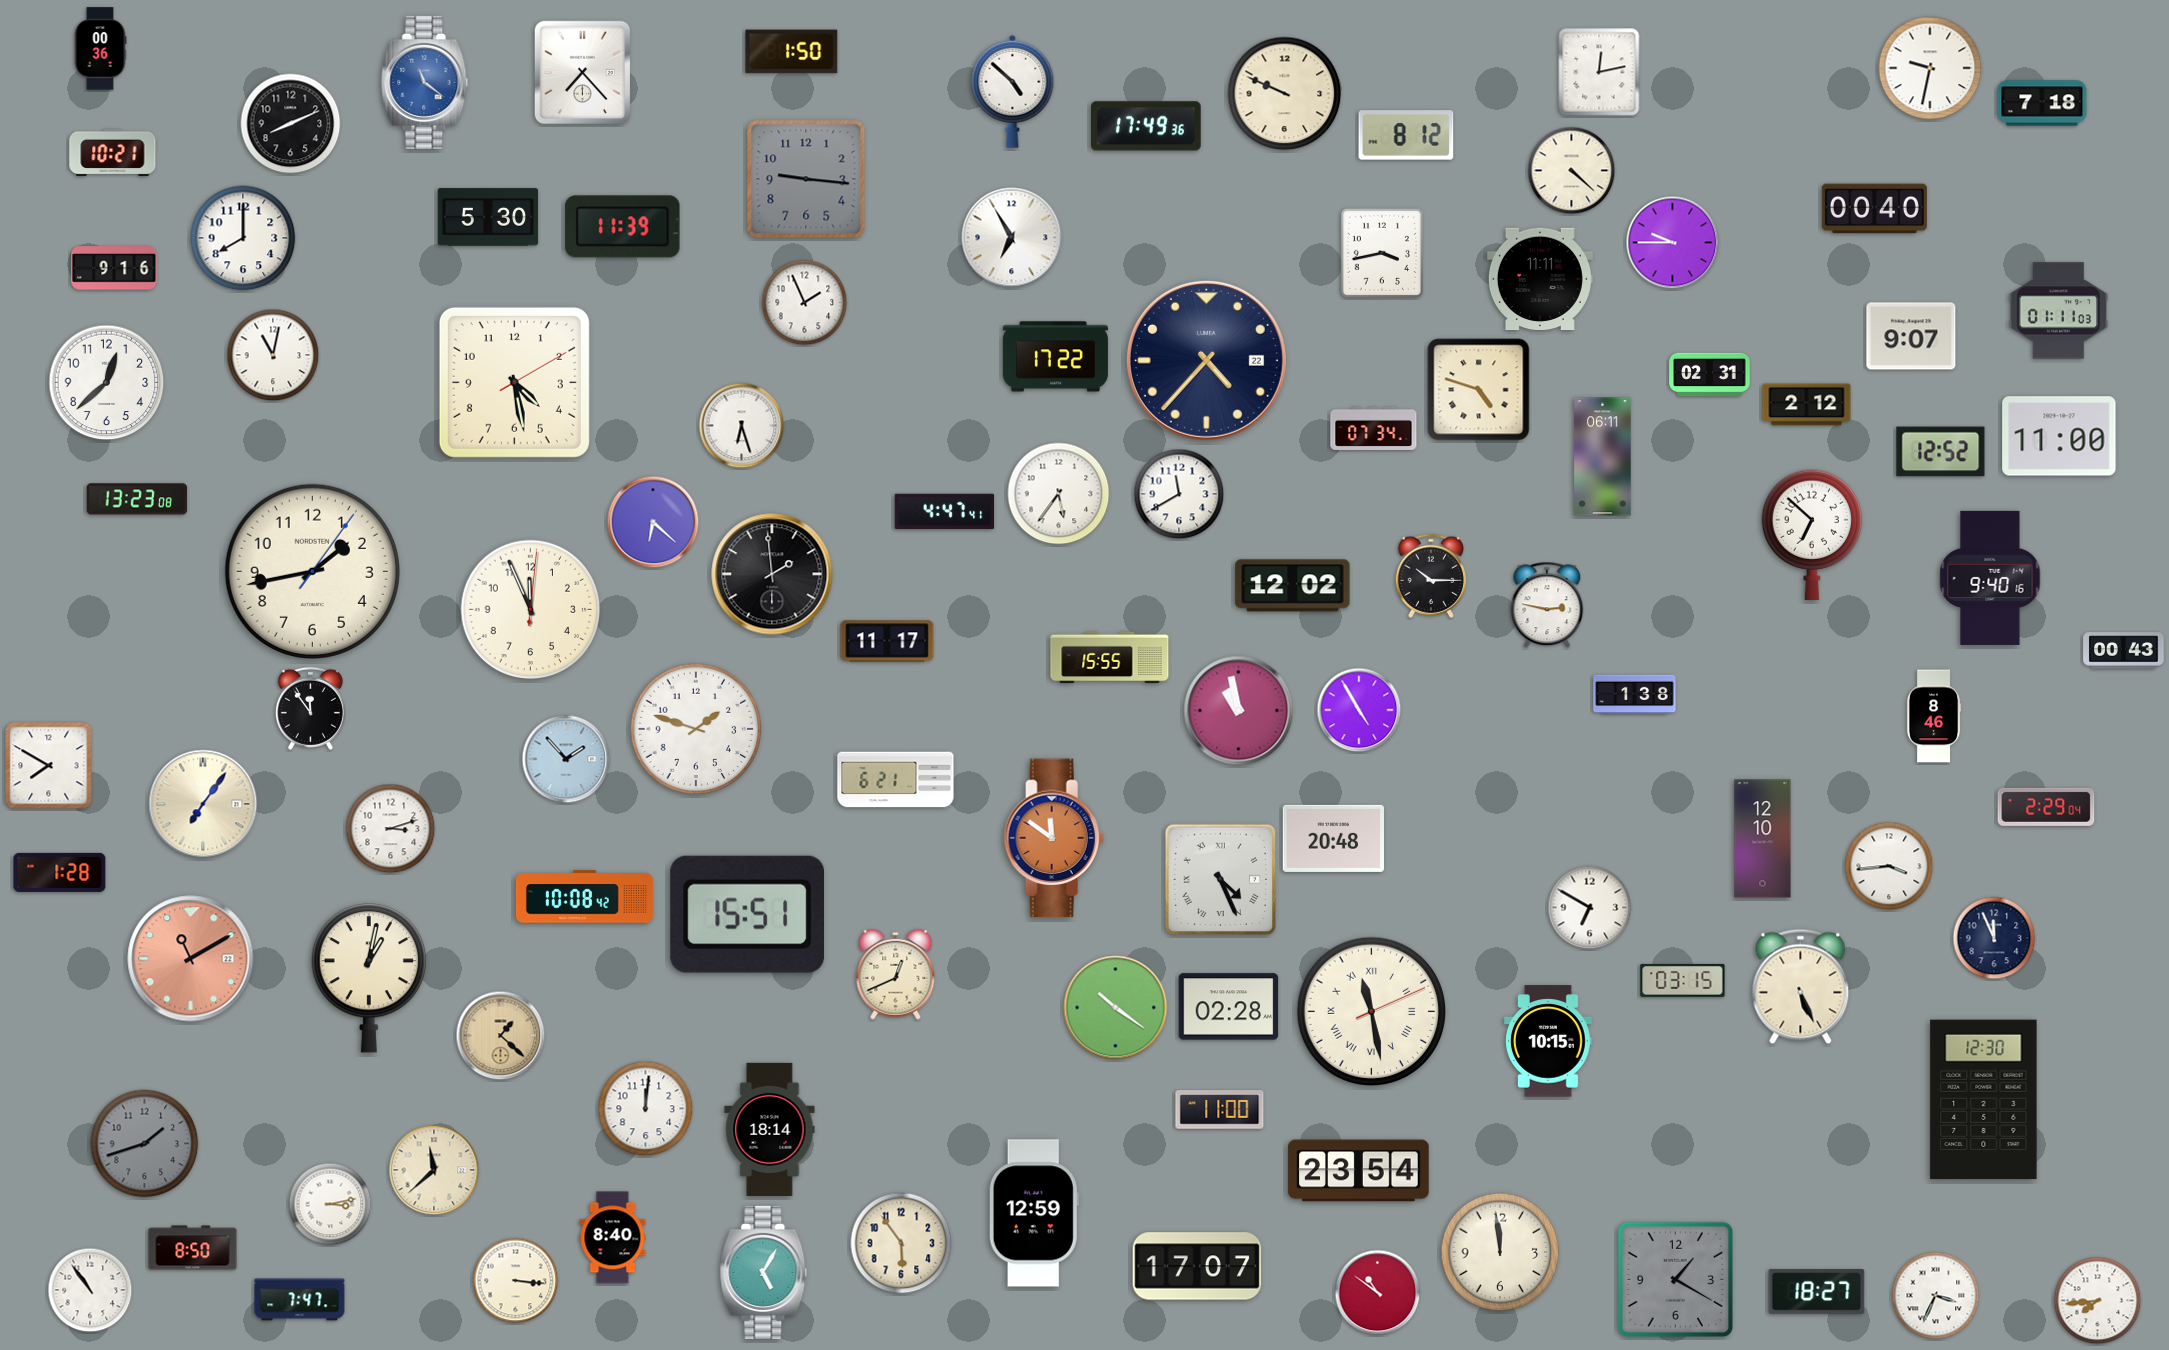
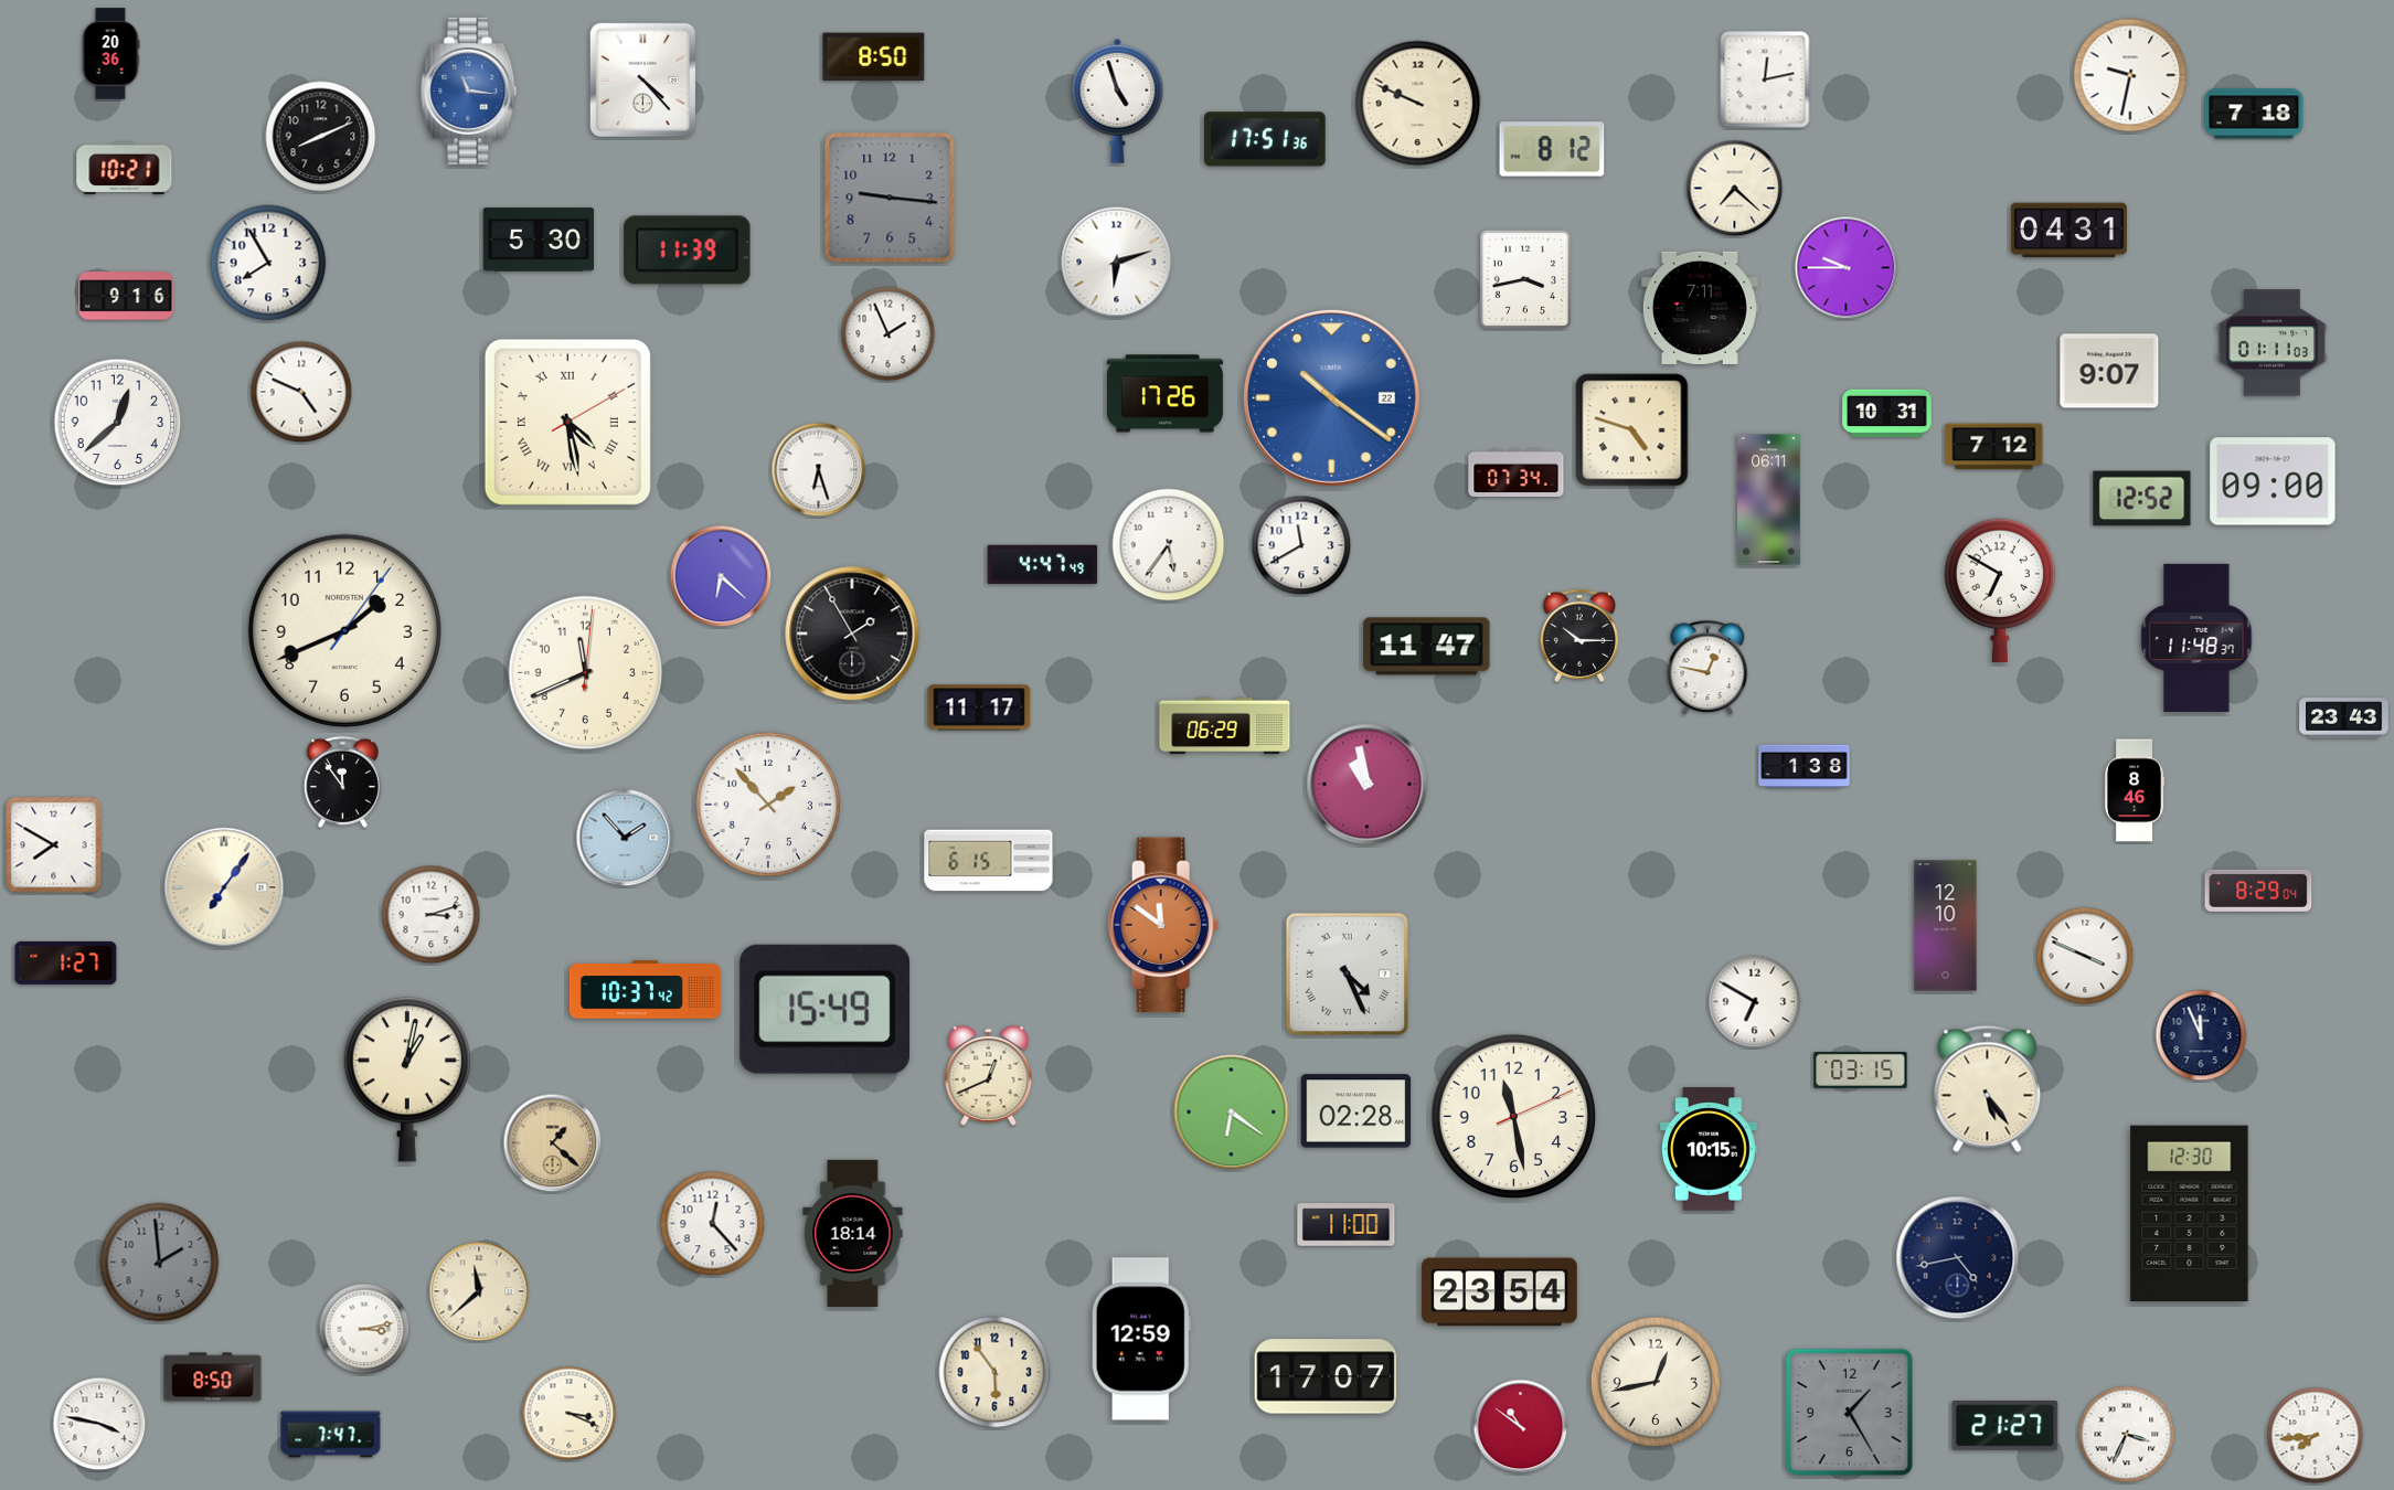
clock at (100, 49): 00:36 -> 20:36
clock at (792, 52): 1:50 -> 8:50
clock at (583, 73): 7:23 -> 4:23
clock at (425, 82): 11:21 -> 11:16
clock at (1013, 91): 4:52 -> 4:57
clock at (1147, 126): 17:49 -> 17:51
clock at (1572, 171): 4:22 -> 7:22
clock at (1874, 209): 00:40 -> 04:31
clock at (243, 238): 8:00 -> 7:55
clock at (1012, 238): 6:55 -> 6:12
clock at (1540, 278): 11:11 -> 7:11
clock at (273, 355): 11:02 -> 4:49
clock at (1055, 357): 17:22 -> 17:26
clock at (1206, 360): 4:37 -> 10:21
clock at (1206, 360) dial: navy -> blue
clock at (1710, 375): 02:31 -> 10:31
clock at (514, 382) numerals: Arabic -> Roman
clock at (1807, 405): 2:12 -> 7:12
clock at (2059, 436): 11:00 -> 09:00
clock at (1603, 457) position: (1603, 457) -> (1769, 500)
clock at (137, 499): 13:23 -> none
clock at (945, 512): 4:47:41 -> 4:47:49
clock at (1812, 535): 6:52 -> 6:50
clock at (312, 571): 1:43 -> 1:41
clock at (772, 574): 1:59 -> 1:55
clock at (1990, 578): 9:40 -> 11:48
clock at (1293, 586): 12:02 -> 11:47
clock at (1547, 605): 2:47 -> 12:47
clock at (531, 610): 11:56 -> 11:41
clock at (2124, 651): 00:43 -> 23:43
clock at (1110, 658): 15:55 -> 06:29
clock at (1359, 710): 4:55 -> none
clock at (696, 729): 1:48 -> 1:53
clock at (896, 780): 6:21 -> 6:15
clock at (2046, 807): 2:29 -> 8:29
clock at (1333, 838): 20:48 -> none
clock at (1889, 866): 3:44 -> 3:49
clock at (60, 872): 1:28 -> 1:27
clock at (1221, 880) position: (1221, 880) -> (1348, 975)
clock at (584, 897): 10:08 -> 10:37
clock at (747, 914): 15:51 -> 15:49
clock at (191, 959): 11:10 -> none
clock at (1683, 980) position: (1683, 980) -> (1861, 1069)
clock at (1801, 987): 5:26 -> 5:24
clock at (1116, 1008): 10:21 -> 6:21
clock at (1372, 1012) numerals: Roman -> Arabic
clock at (646, 1109): 12:01 -> 12:23
clock at (770, 1129) position: (770, 1129) -> (853, 1233)
clock at (1958, 1258): none -> 4:43
clock at (145, 1144): 1:42 -> 1:59
clock at (613, 1238): 8:40 -> none
clock at (1500, 1252): 11:59 -> 12:43
clock at (1197, 1266) position: (1197, 1266) -> (1326, 1376)
clock at (764, 1272): 5:05 -> none
clock at (1675, 1279): 1:20 -> 1:25
clock at (516, 1281): 3:16 -> 3:19
clock at (90, 1290): 10:54 -> 3:47
clock at (1817, 1292): 18:27 -> 21:27
clock at (1936, 1296) position: (1936, 1296) -> (2127, 1435)
